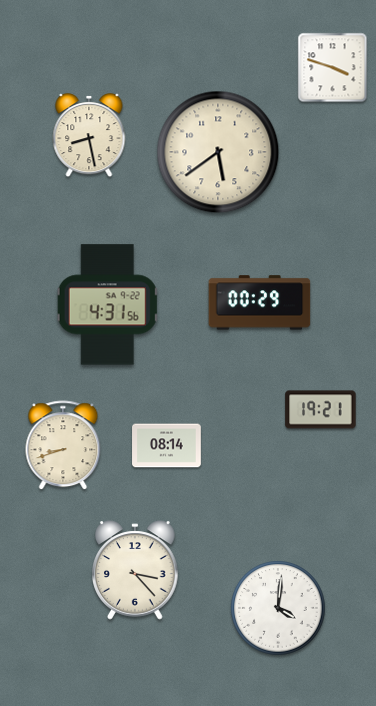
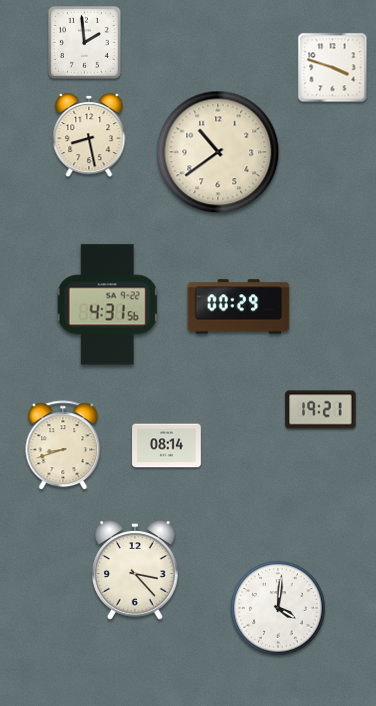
clock at (84, 42): none -> 1:59
clock at (218, 152): 5:39 -> 10:39
clock at (260, 303) position: (260, 303) -> (239, 307)
